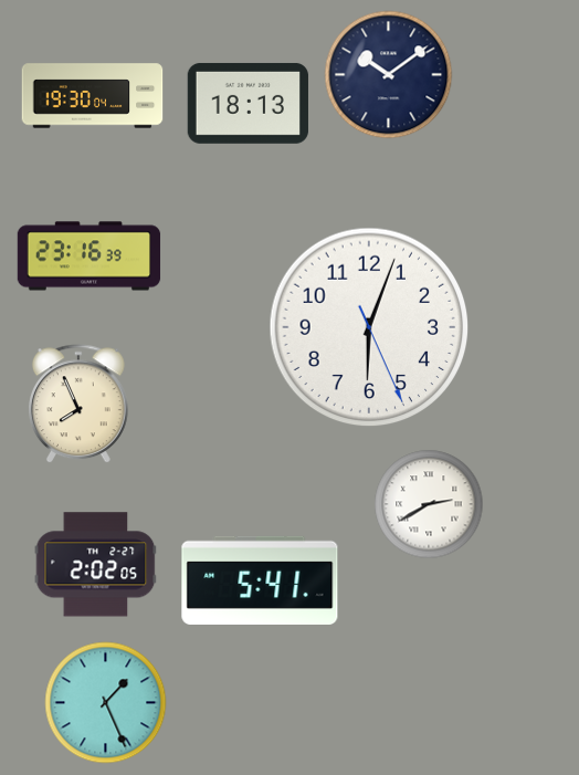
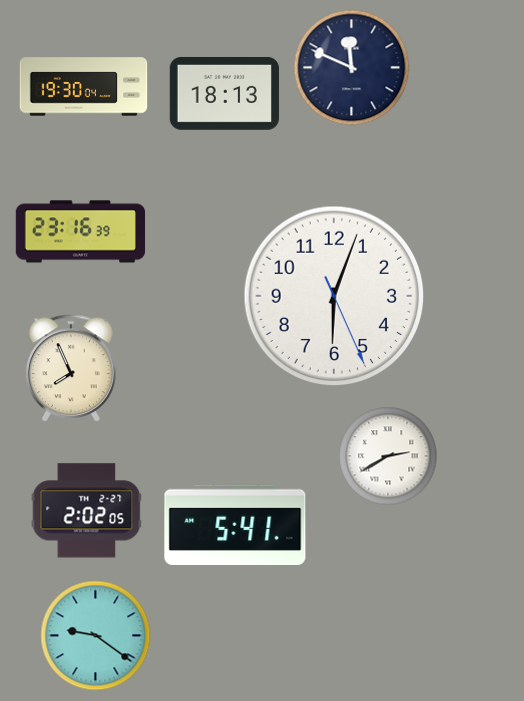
clock at (389, 75): 10:09 -> 11:49
clock at (80, 405) position: (80, 405) -> (72, 369)
clock at (106, 703): 1:26 -> 9:21
